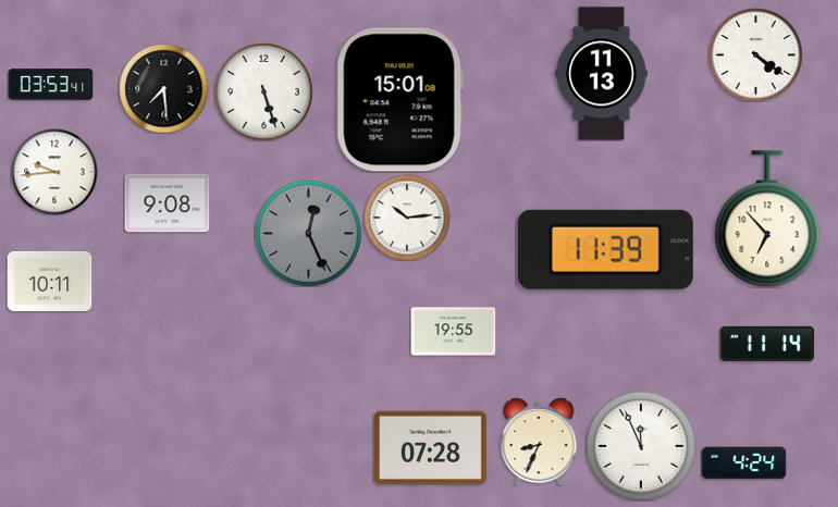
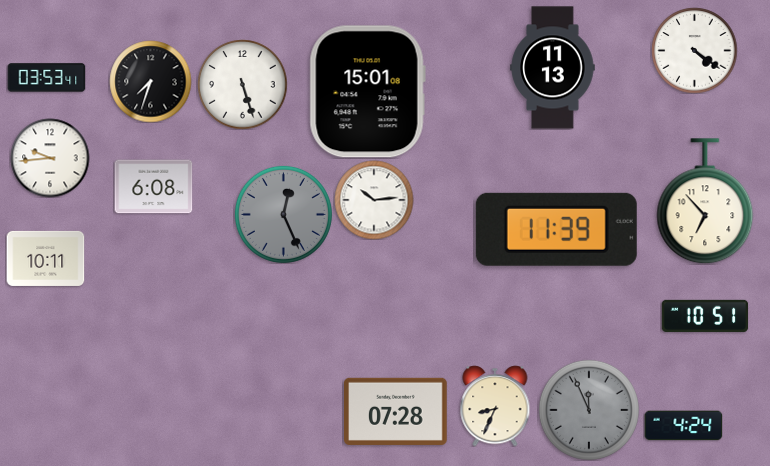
clock at (163, 88): 7:29 -> 7:33
clock at (167, 203): 9:08 -> 6:08
clock at (453, 332): 19:55 -> none
clock at (767, 344): 11:14 -> 10:51
clock at (641, 446) dial: white -> grey
